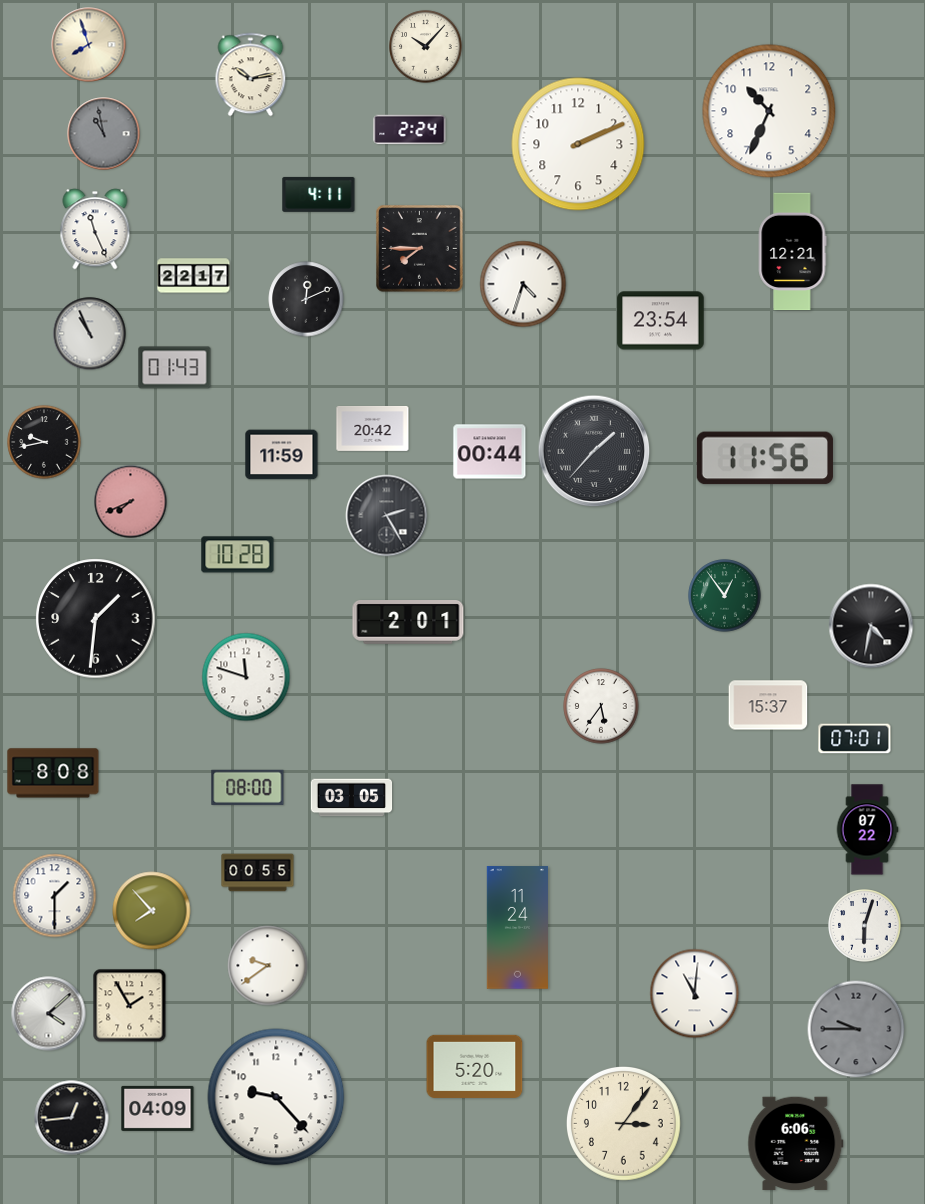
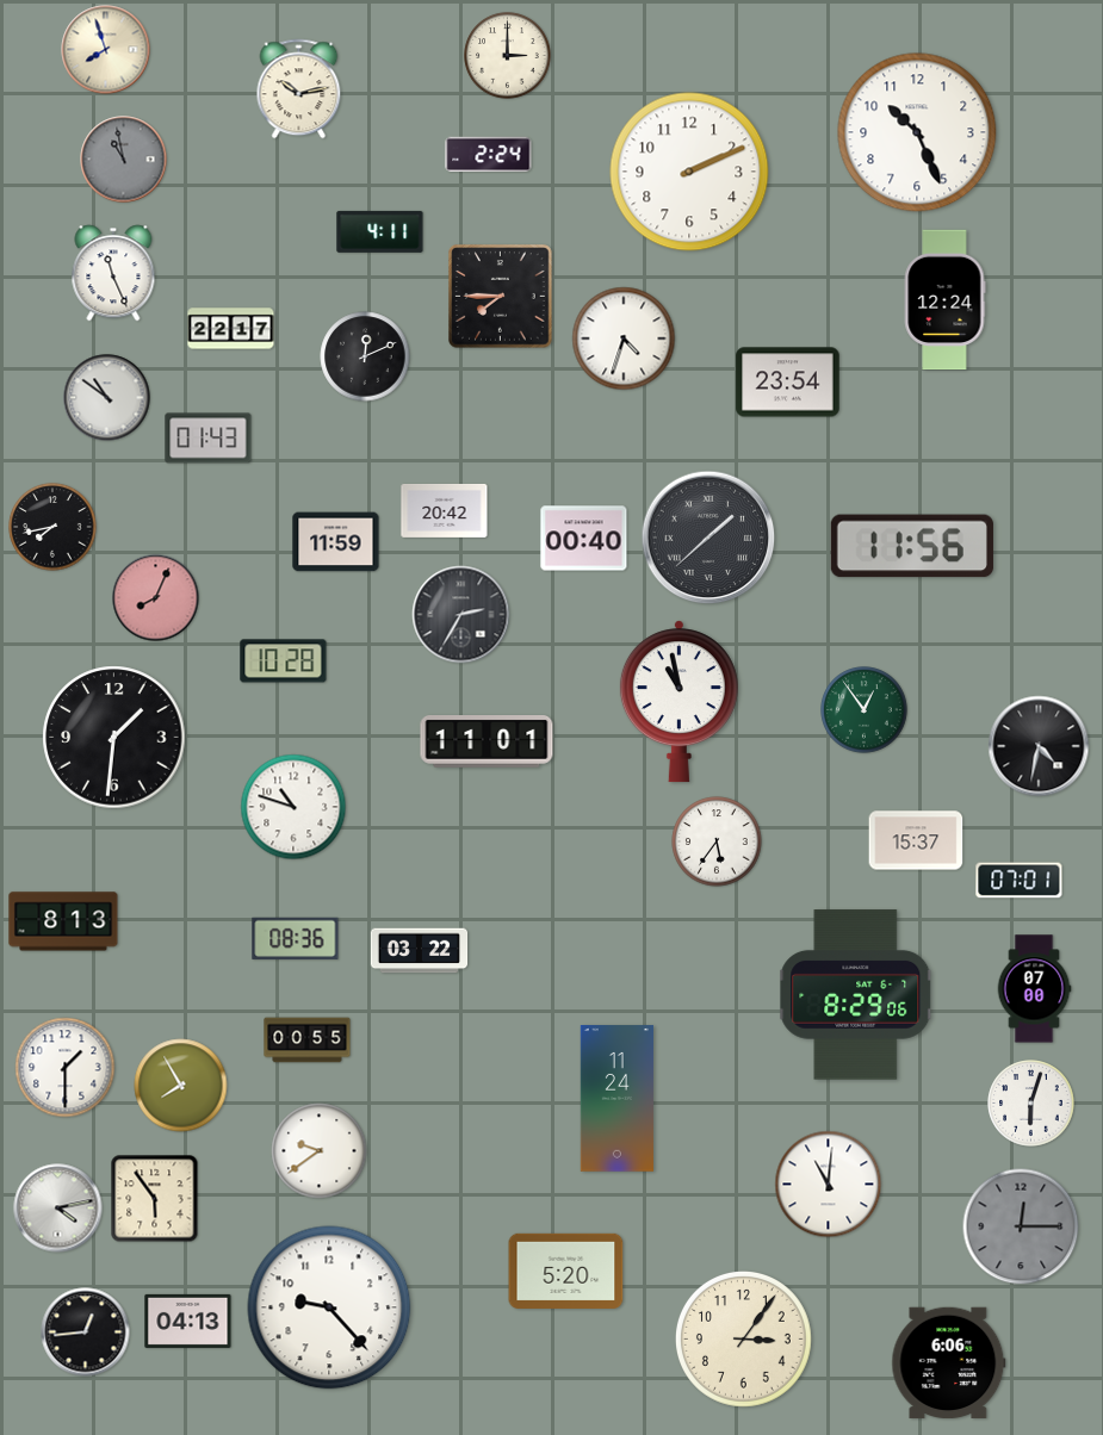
clock at (89, 45) position: (89, 45) -> (106, 50)
clock at (426, 47): 10:07 -> 3:00
clock at (769, 111): 10:34 -> 10:26
clock at (792, 252): 12:21 -> 12:24
clock at (90, 334): 10:56 -> 10:51
clock at (44, 442): 9:43 -> 7:43
clock at (594, 451): 1:37 -> 1:38
clock at (490, 452): 00:44 -> 00:40
clock at (131, 502): 7:41 -> 8:04
clock at (387, 516): 2:25 -> 2:35
clock at (678, 702): none -> 10:58
clock at (408, 623): 2:01 -> 11:01
clock at (246, 677): 11:48 -> 10:48
clock at (53, 773): 8:08 -> 8:13
clock at (248, 787): 08:00 -> 08:36
clock at (352, 798): 03:05 -> 03:22
clock at (867, 830): 07:22 -> 07:00
clock at (856, 995): none -> 8:29
clock at (152, 911): 7:53 -> 7:55
clock at (517, 928) position: (517, 928) -> (616, 1099)
clock at (130, 1006): 1:55 -> 5:54
clock at (49, 1014): 4:08 -> 4:13
clock at (856, 1029): 9:45 -> 12:15
clock at (158, 1108): 04:09 -> 04:13
